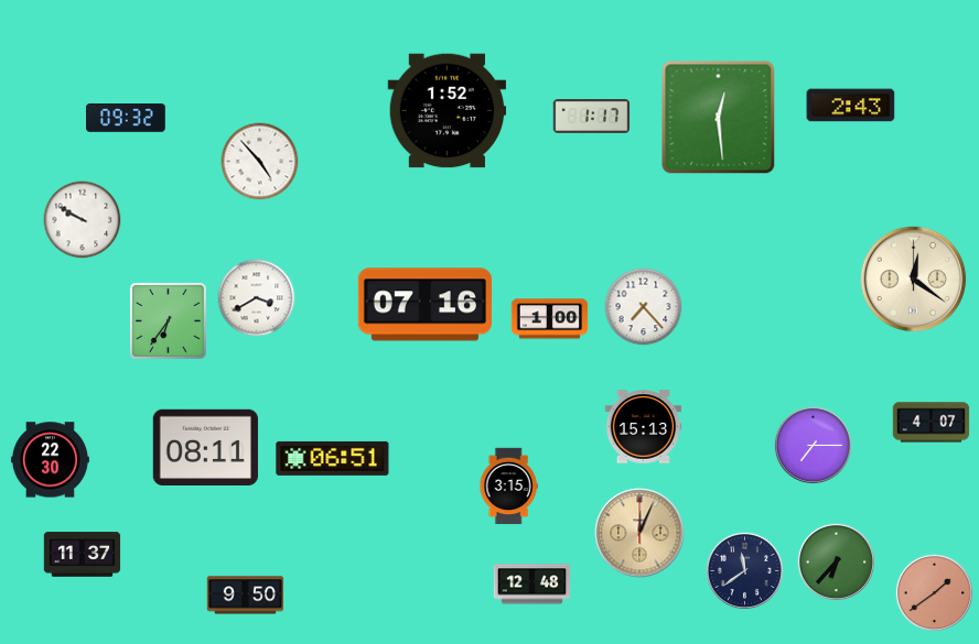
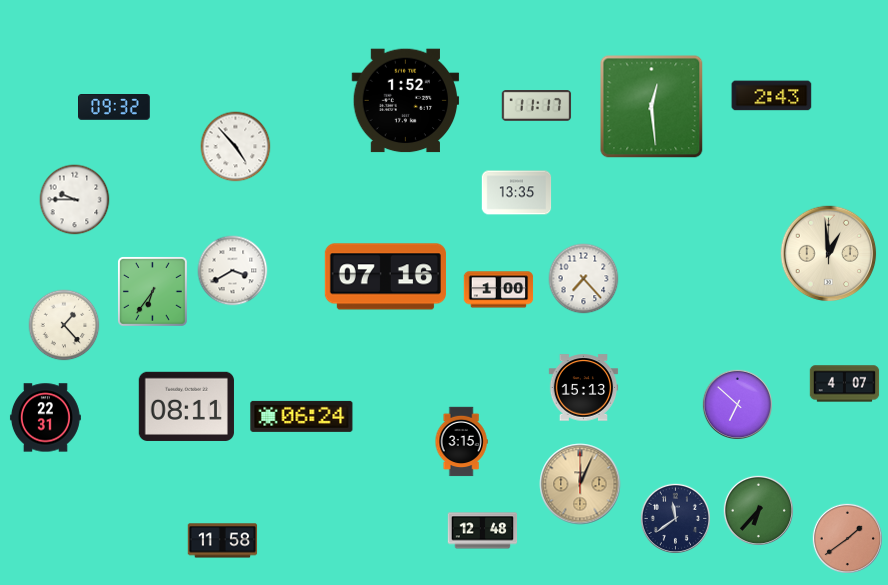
clock at (592, 117): 1:17 -> 11:17
clock at (517, 193): none -> 13:35
clock at (83, 220): 9:50 -> 9:45
clock at (914, 280): 12:21 -> 12:59
clock at (64, 325): none -> 1:23
clock at (813, 445): 7:15 -> 6:52
clock at (333, 458): 06:51 -> 06:24
clock at (50, 460): 22:30 -> 22:31
clock at (83, 555): 11:37 -> none
clock at (246, 596): 9:50 -> 11:58
